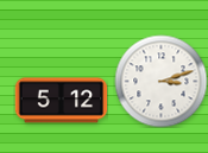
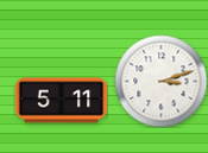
clock at (61, 101): 5:12 -> 5:11
